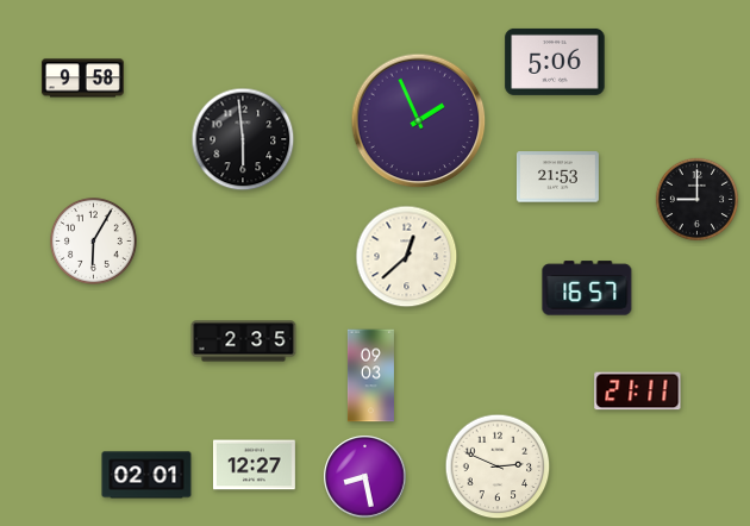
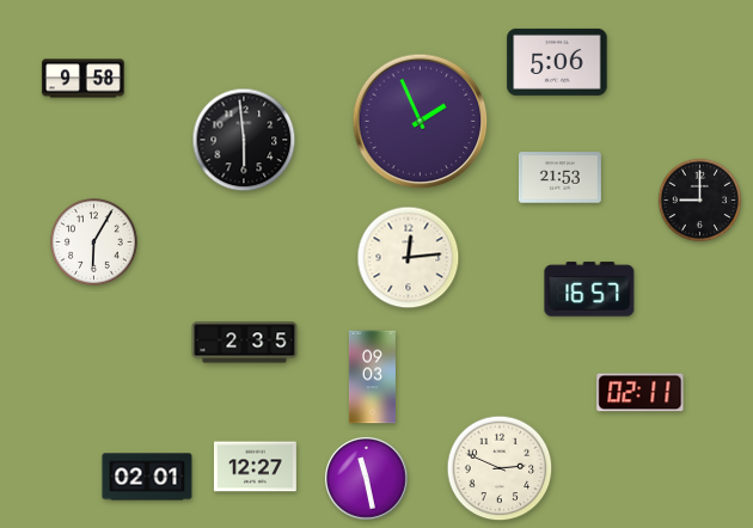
clock at (407, 257): 12:38 -> 12:14
clock at (638, 392): 21:11 -> 02:11
clock at (365, 477): 8:28 -> 11:28
